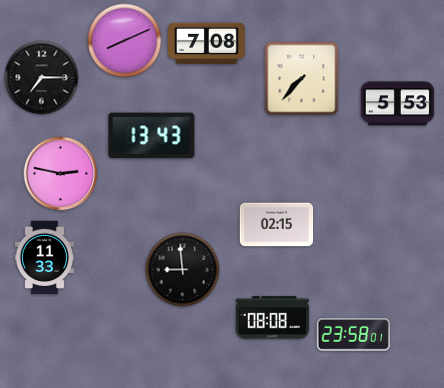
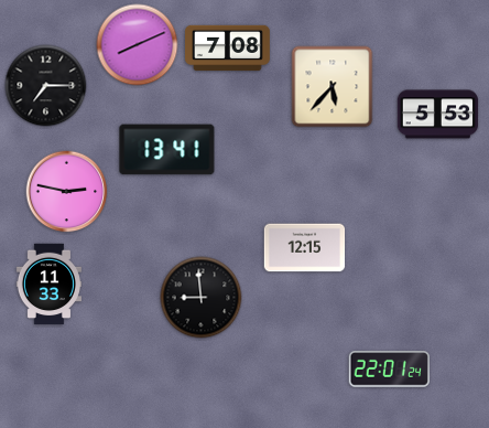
clock at (302, 79): 7:37 -> 5:37
clock at (152, 136): 13:43 -> 13:41
clock at (277, 225): 02:15 -> 12:15
clock at (272, 318): 08:08 -> none
clock at (353, 335): 23:58 -> 22:01
